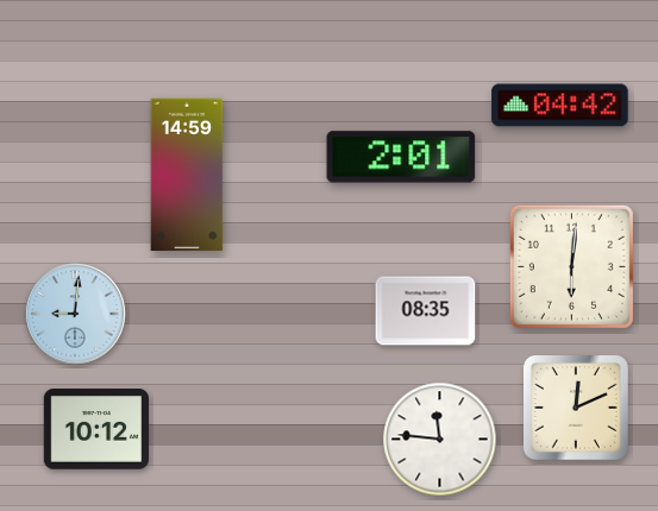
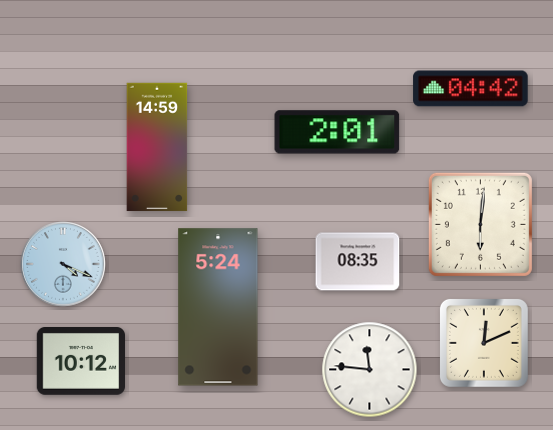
clock at (75, 314): 9:01 -> 4:19
clock at (218, 307): none -> 5:24
